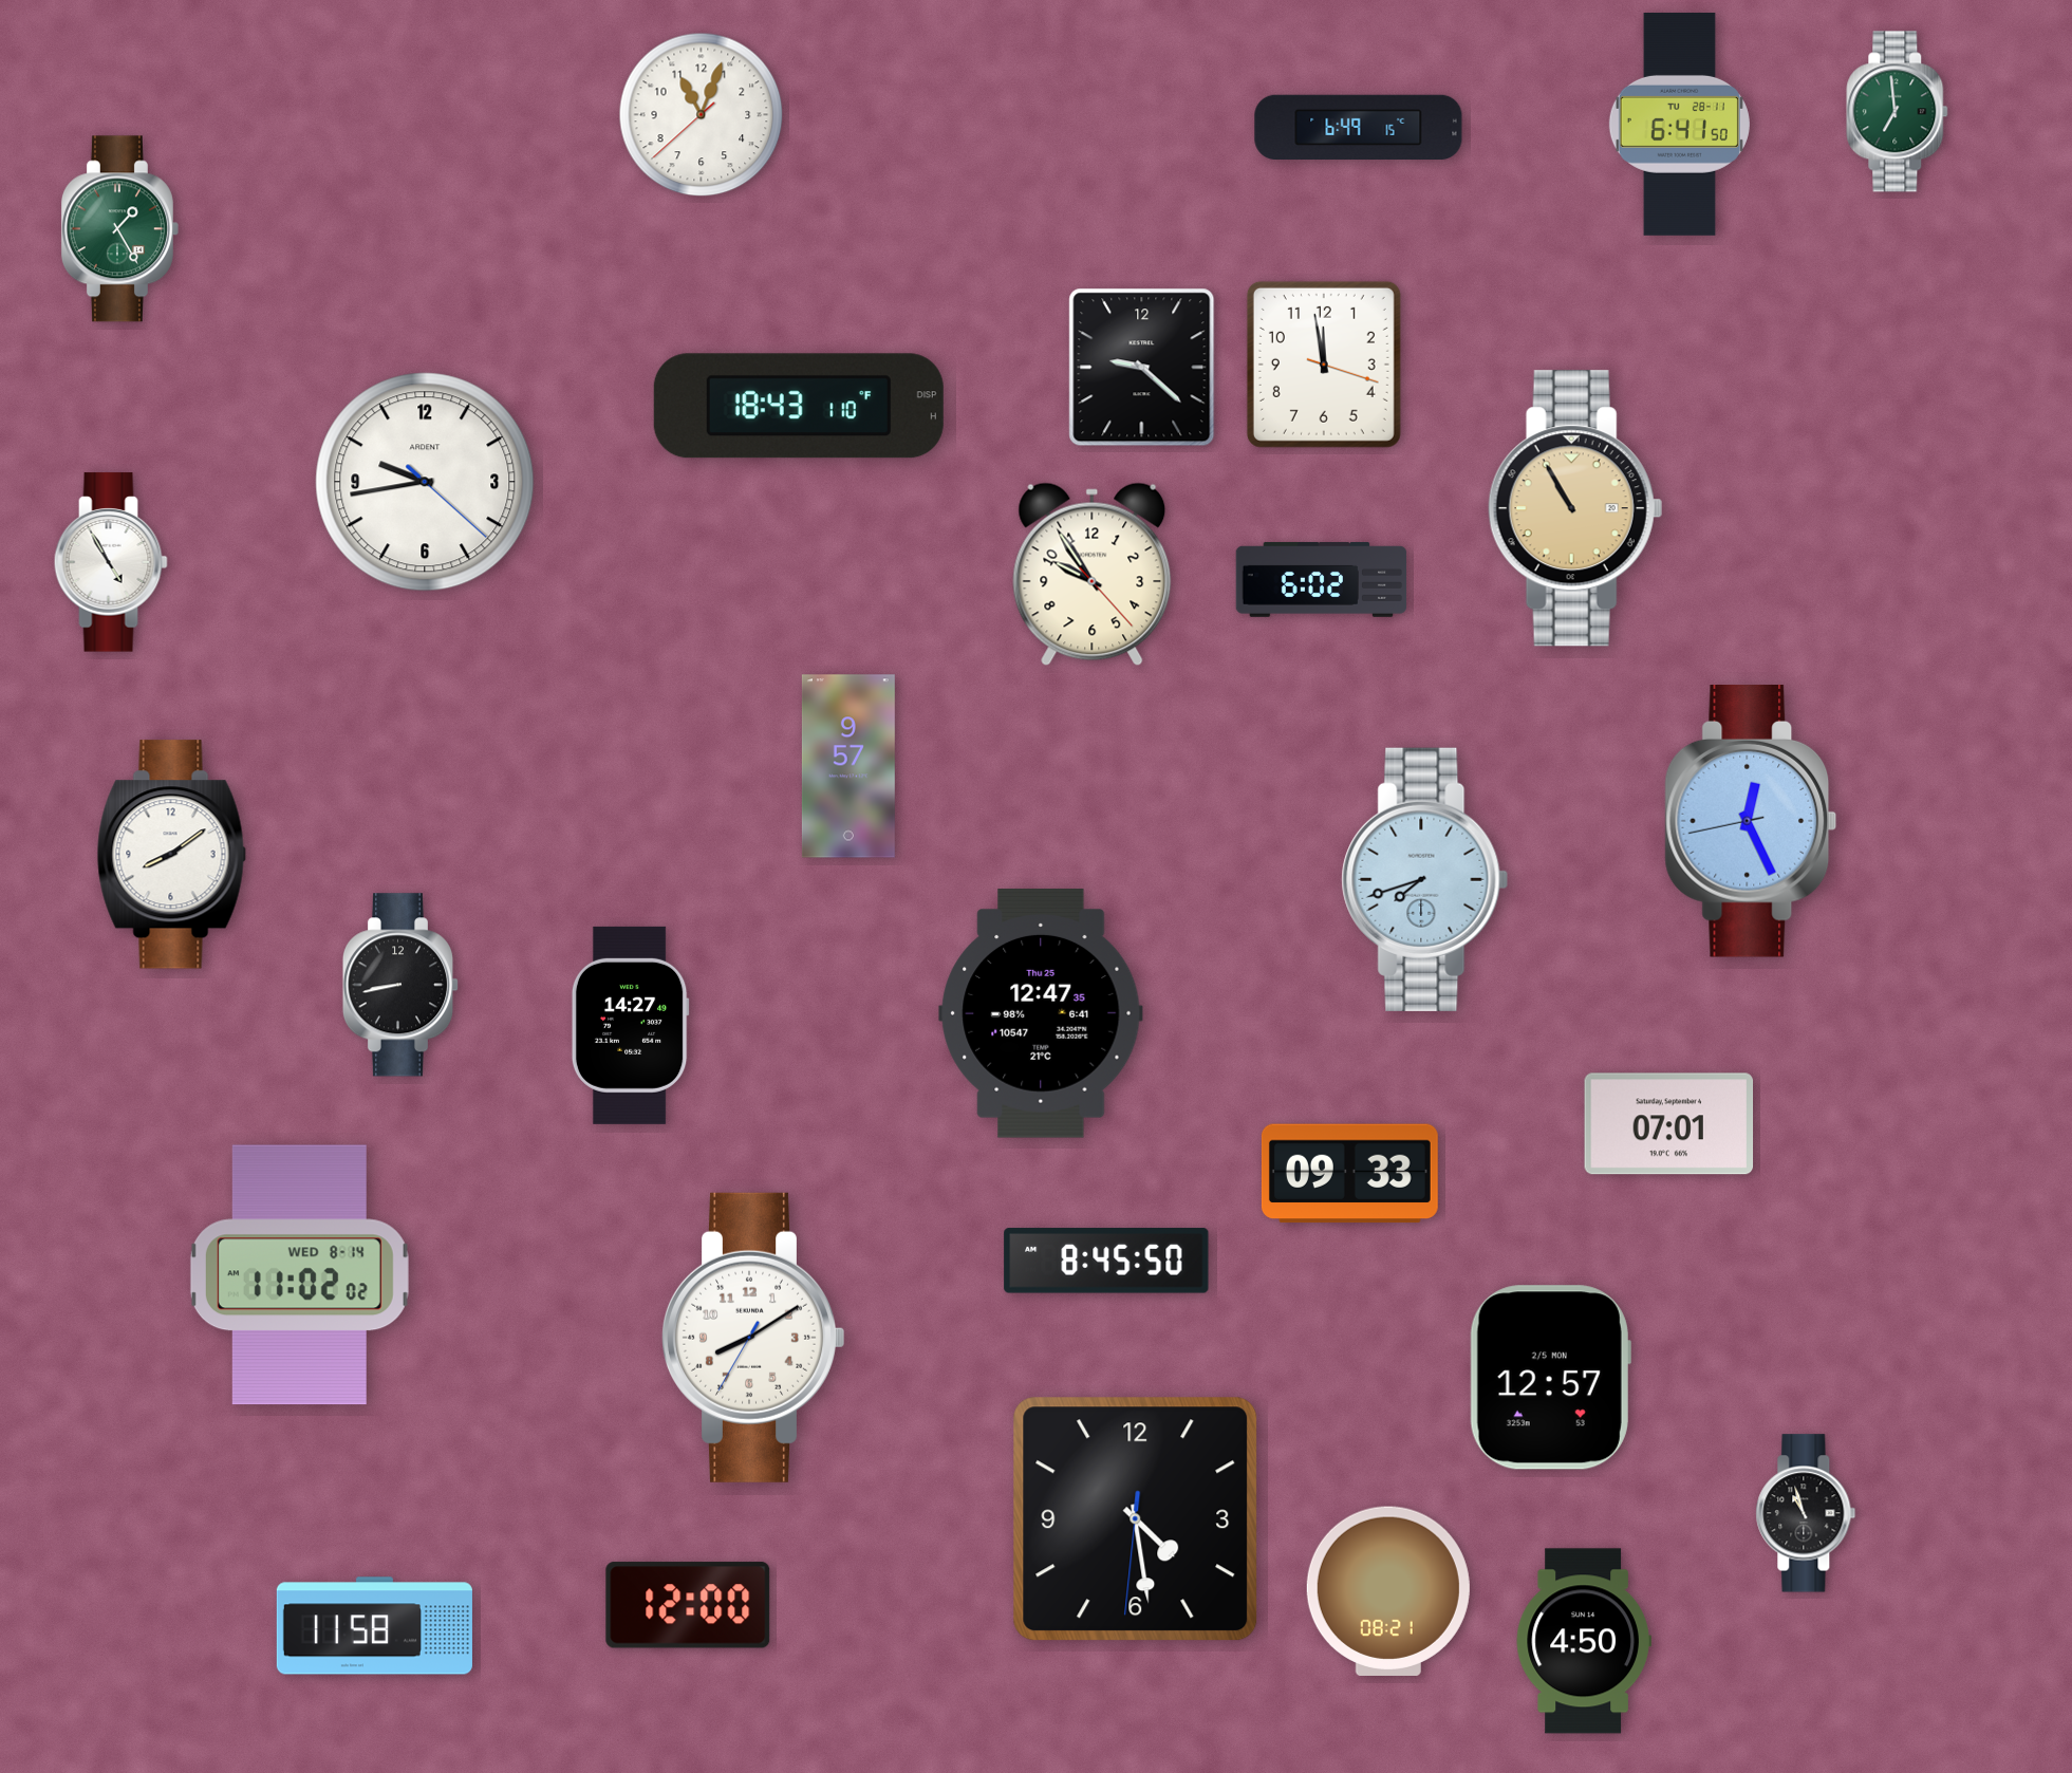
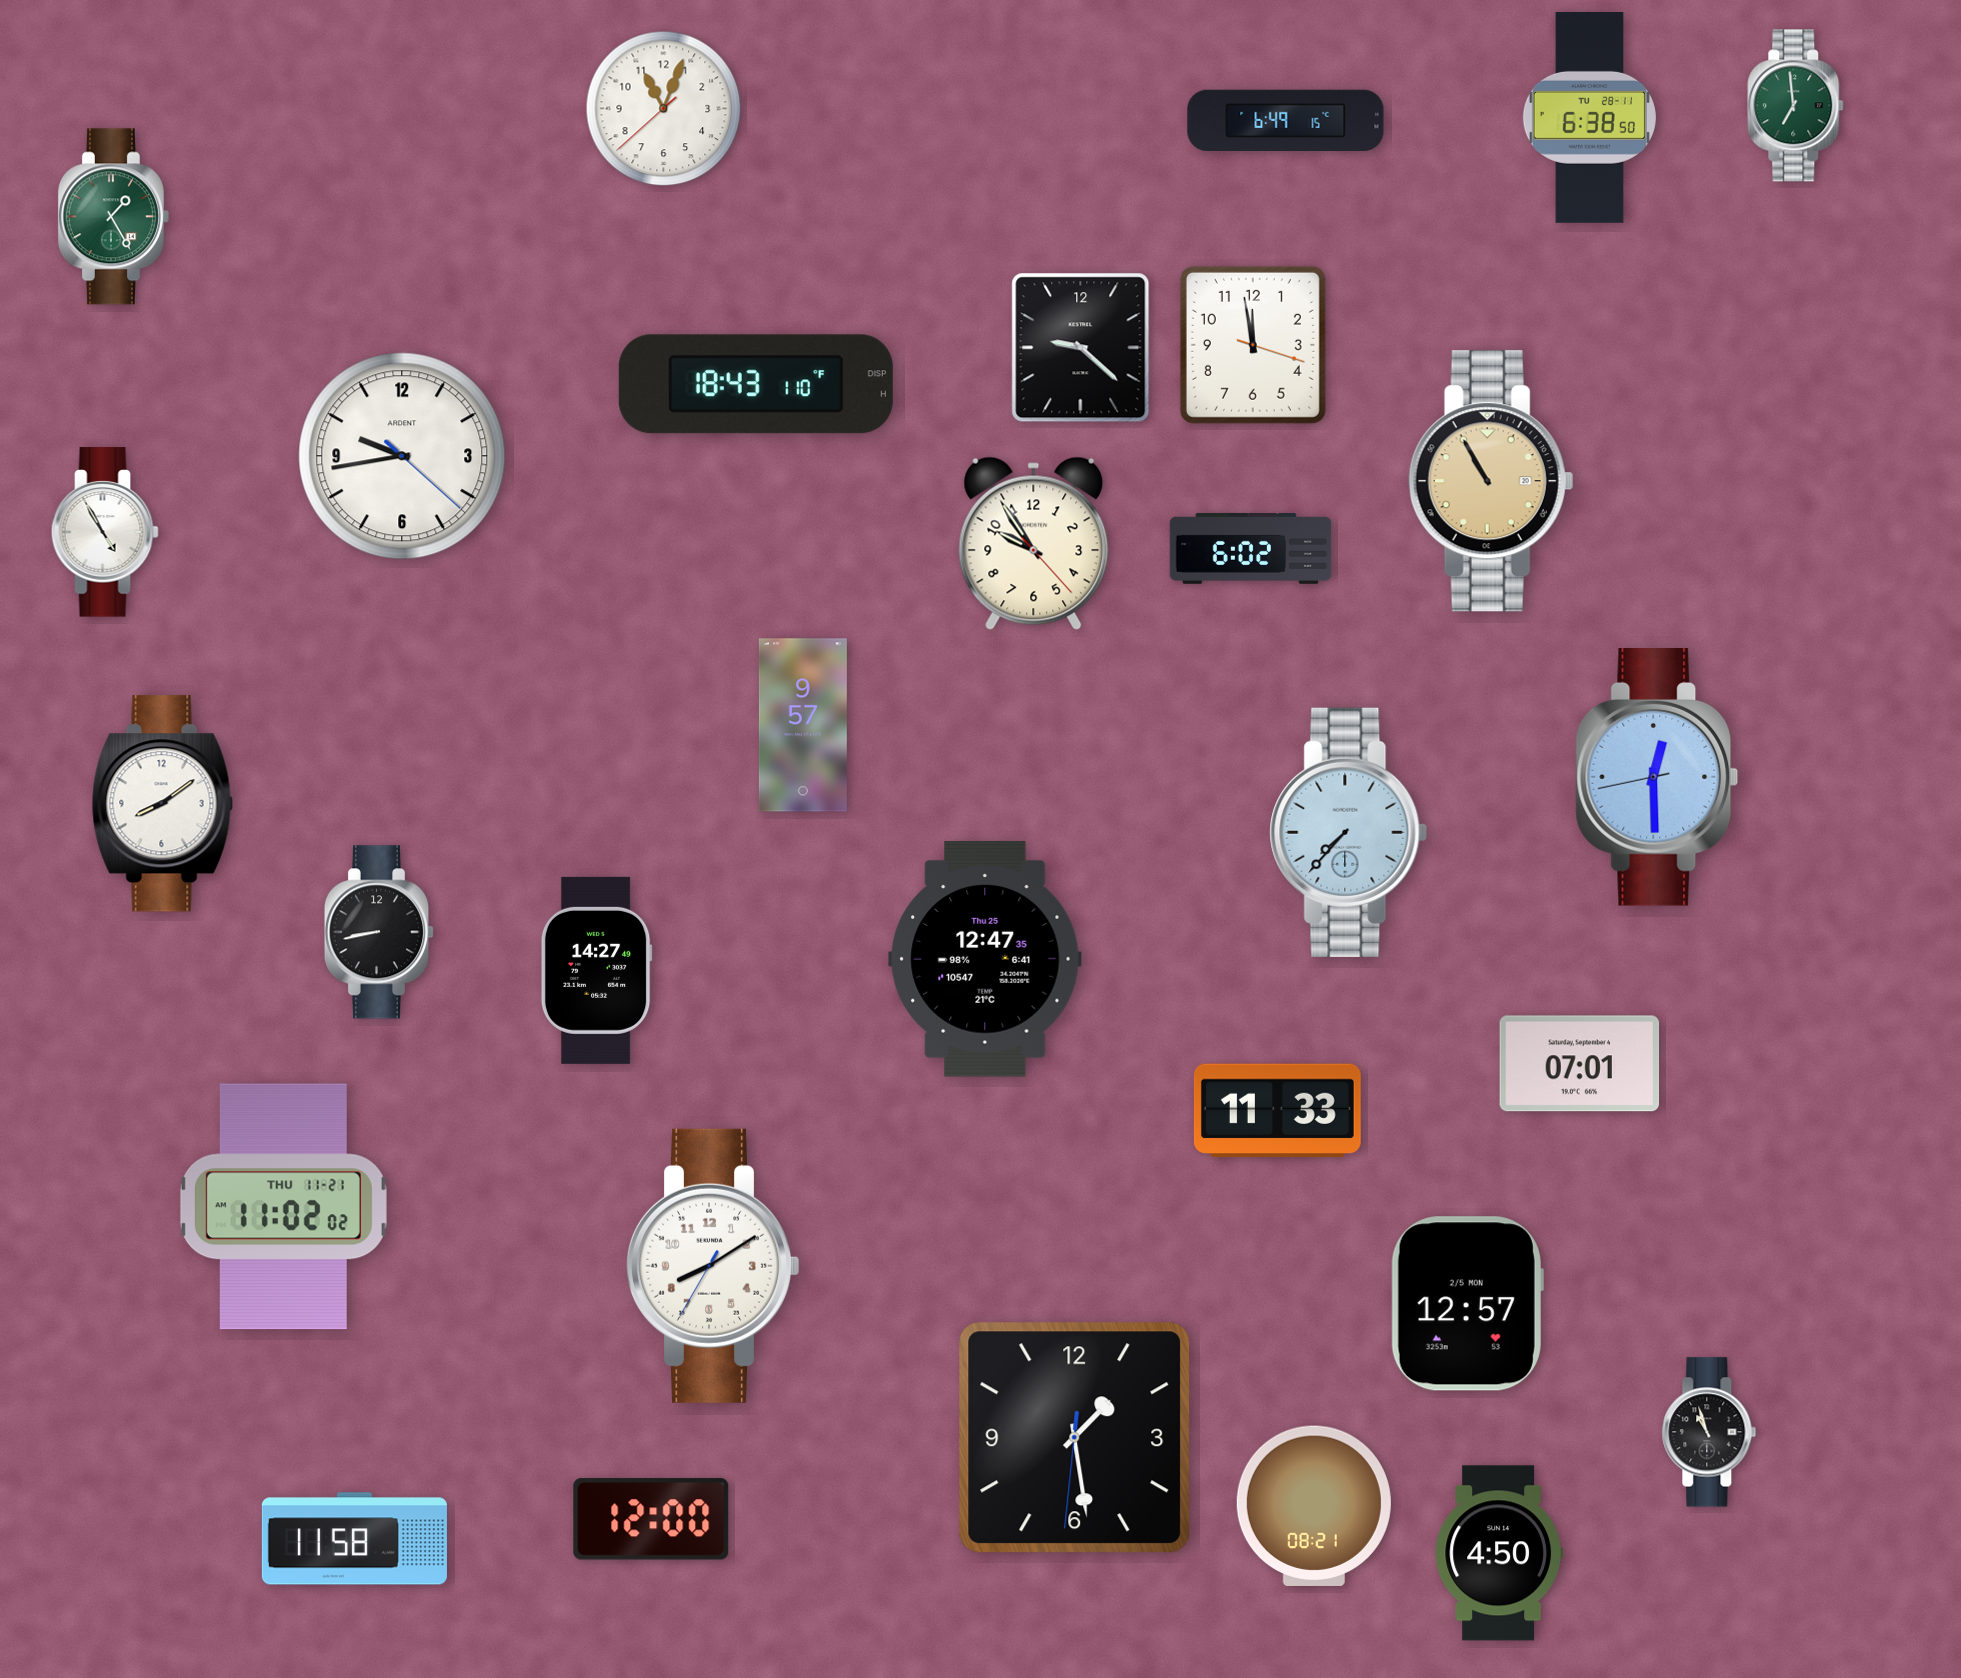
clock at (1679, 124): 6:41 -> 6:38
clock at (1751, 822): 12:25 -> 12:29
clock at (171, 855) position: (171, 855) -> (162, 804)
clock at (1425, 879): 7:42 -> 7:37
clock at (1349, 1174): 09:33 -> 11:33
clock at (1106, 1261): 8:45 -> none
clock at (299, 1275) date: WED 8-14 -> THU 11-21
clock at (1136, 1519): 4:28 -> 1:28
